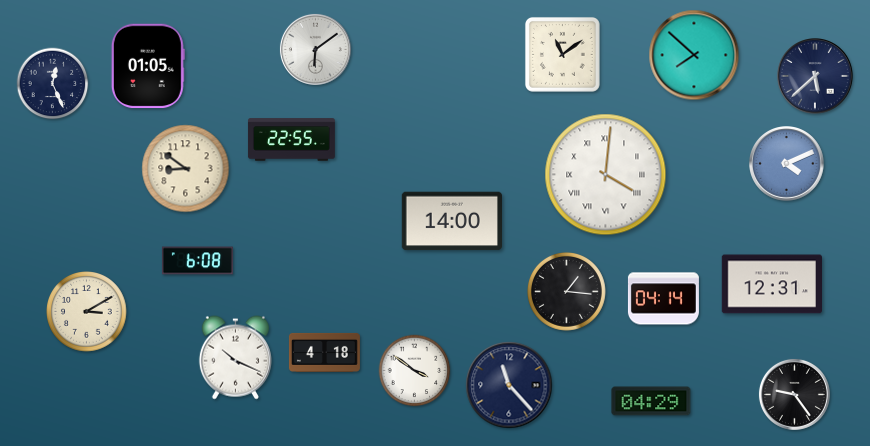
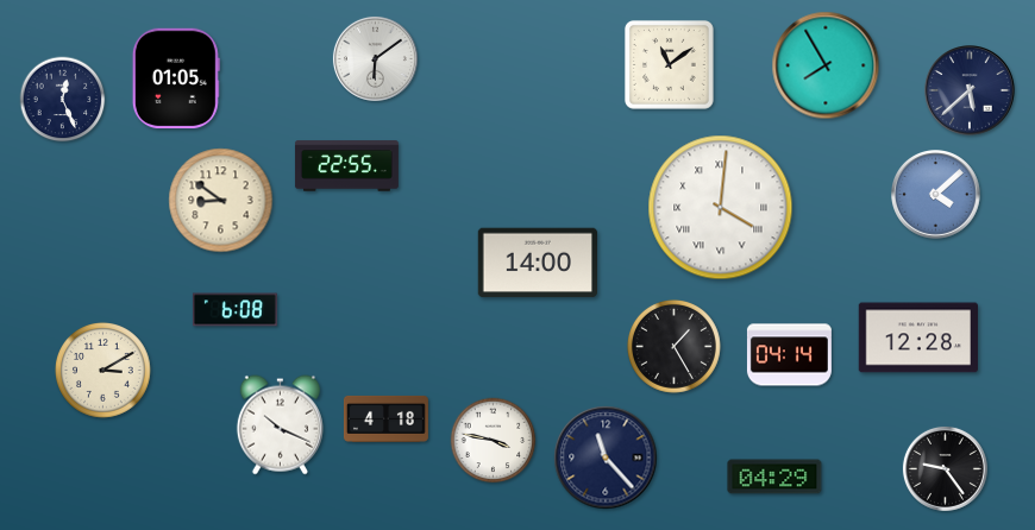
clock at (694, 55): 7:52 -> 7:55
clock at (787, 164): 4:11 -> 4:08
clock at (771, 284): 12:31 -> 12:28
clock at (566, 291): 1:16 -> 1:25
clock at (415, 371): 3:51 -> 3:47
